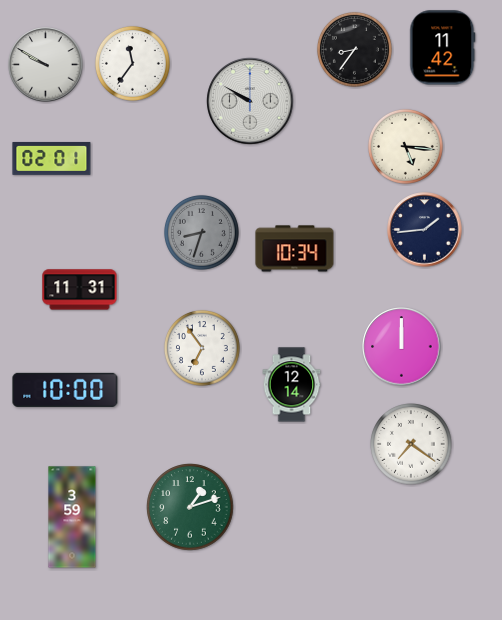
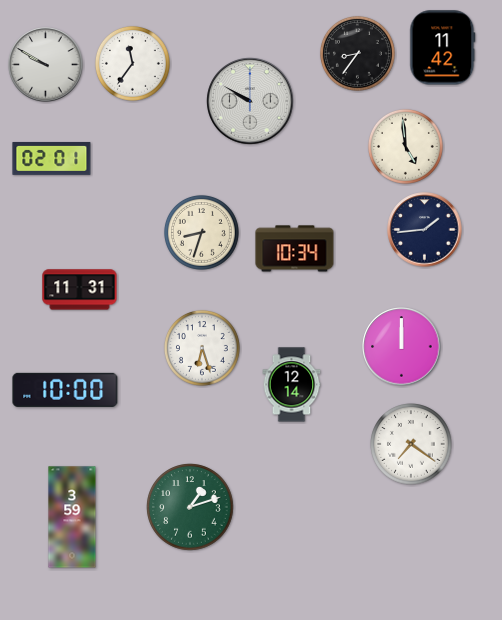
clock at (354, 49) position: (354, 49) -> (357, 53)
clock at (405, 146): 5:16 -> 4:59
clock at (201, 232) dial: grey -> cream
clock at (202, 348): 6:54 -> 6:27
